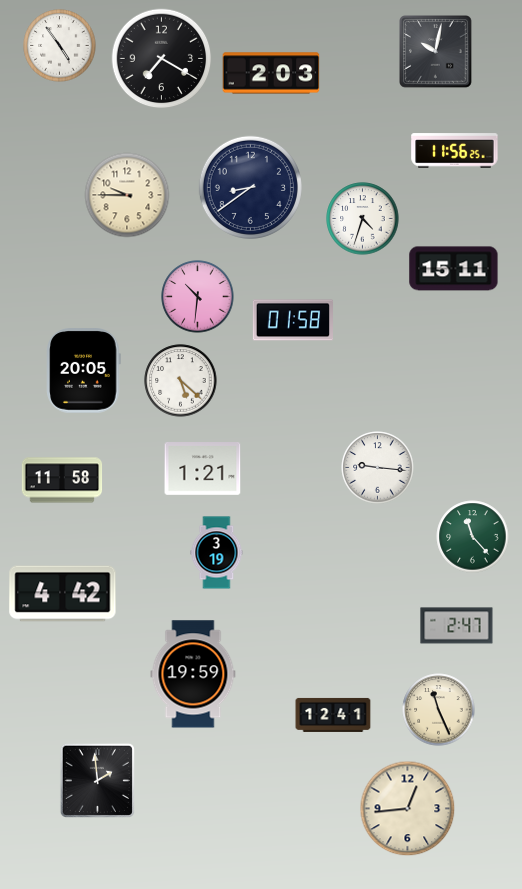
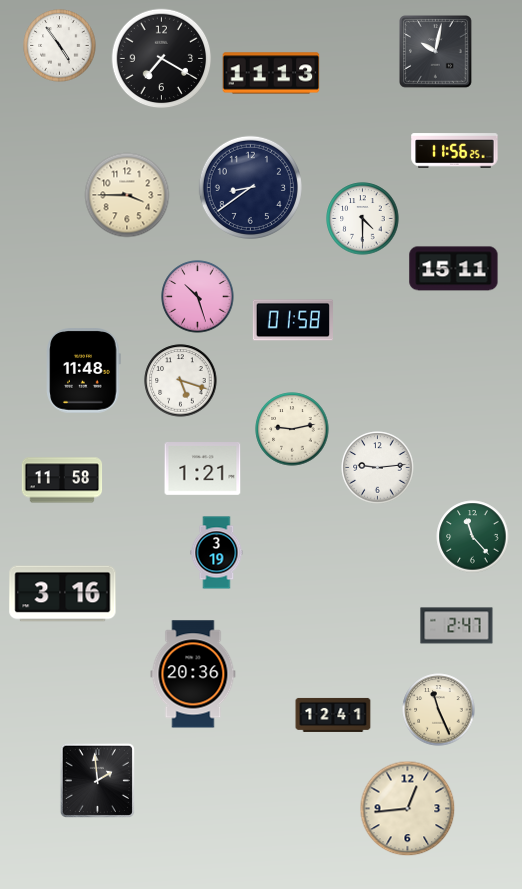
clock at (271, 73): 2:03 -> 11:13
clock at (127, 195): 9:45 -> 3:45
clock at (363, 219): 4:33 -> 4:30
clock at (198, 297): 10:31 -> 10:27
clock at (84, 371): 20:05 -> 11:48
clock at (181, 381): 5:22 -> 5:18
clock at (292, 429): none -> 9:13
clock at (378, 468): 9:16 -> 9:14
clock at (63, 594): 4:42 -> 3:16
clock at (193, 674): 19:59 -> 20:36
